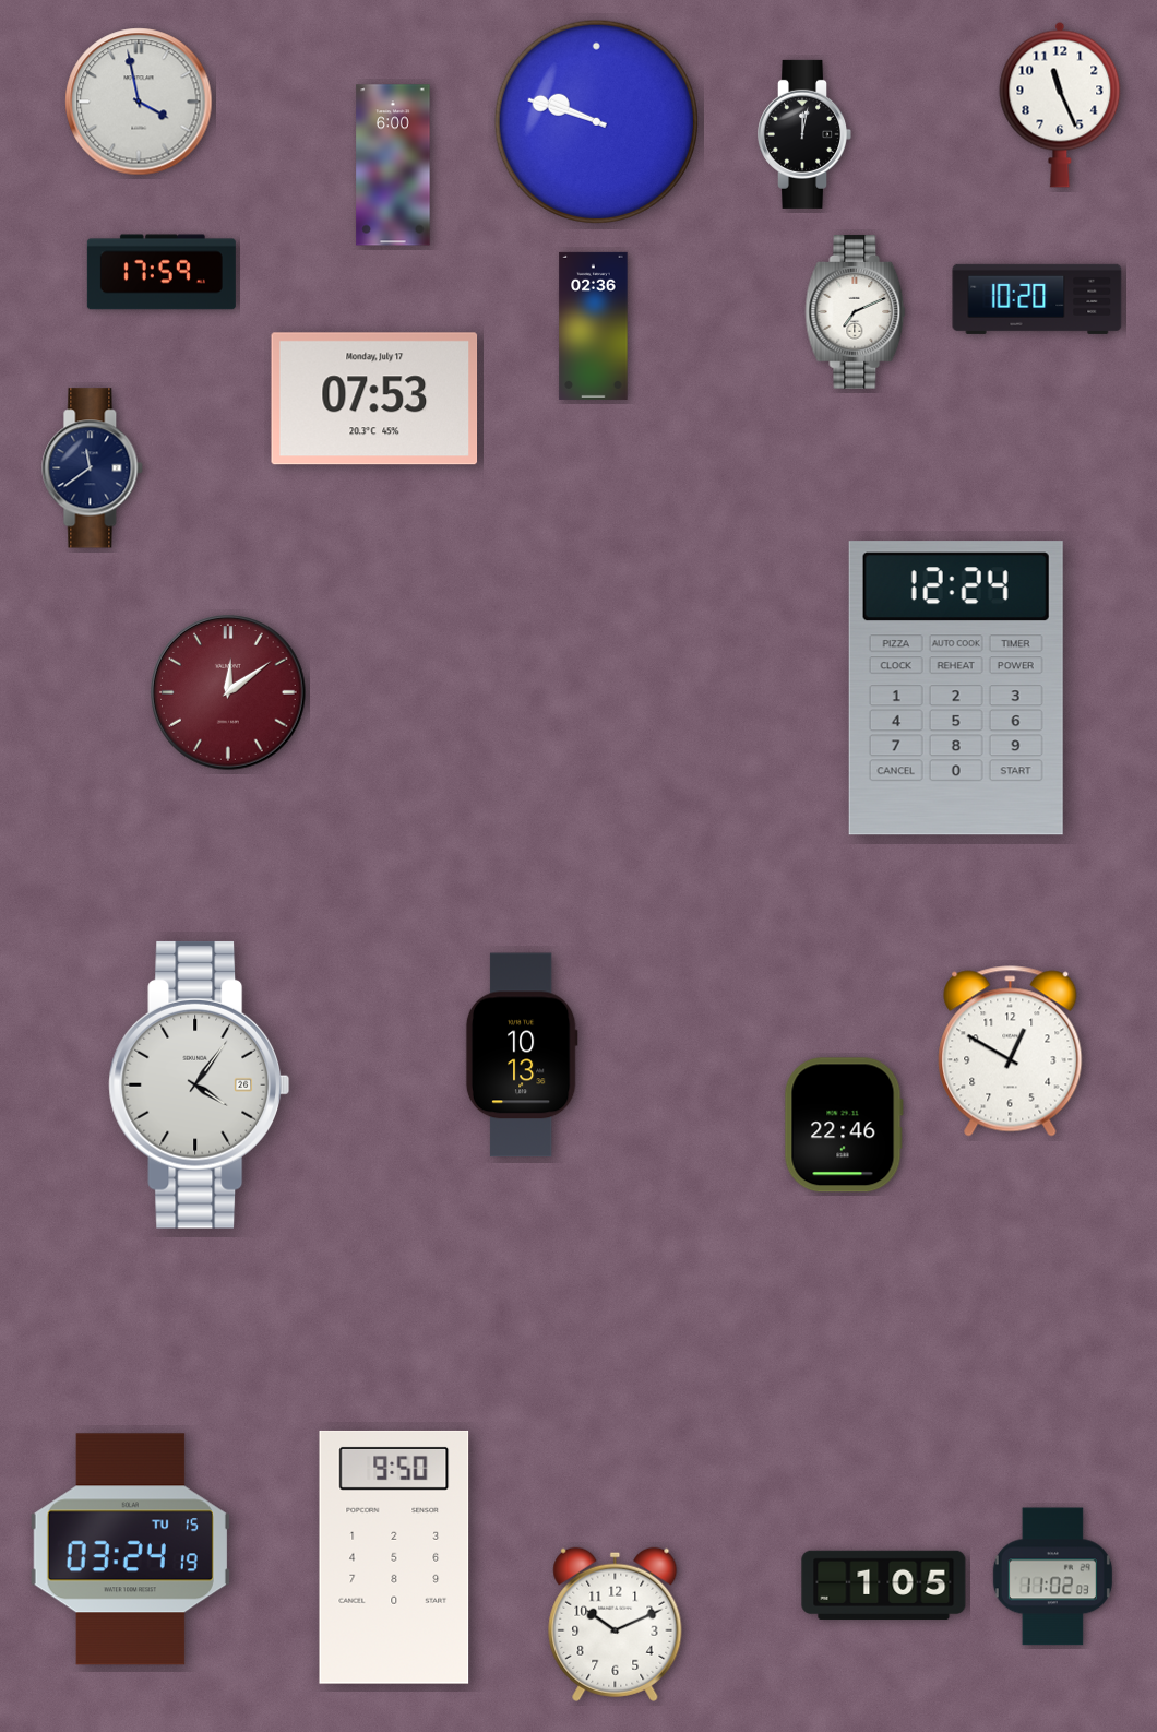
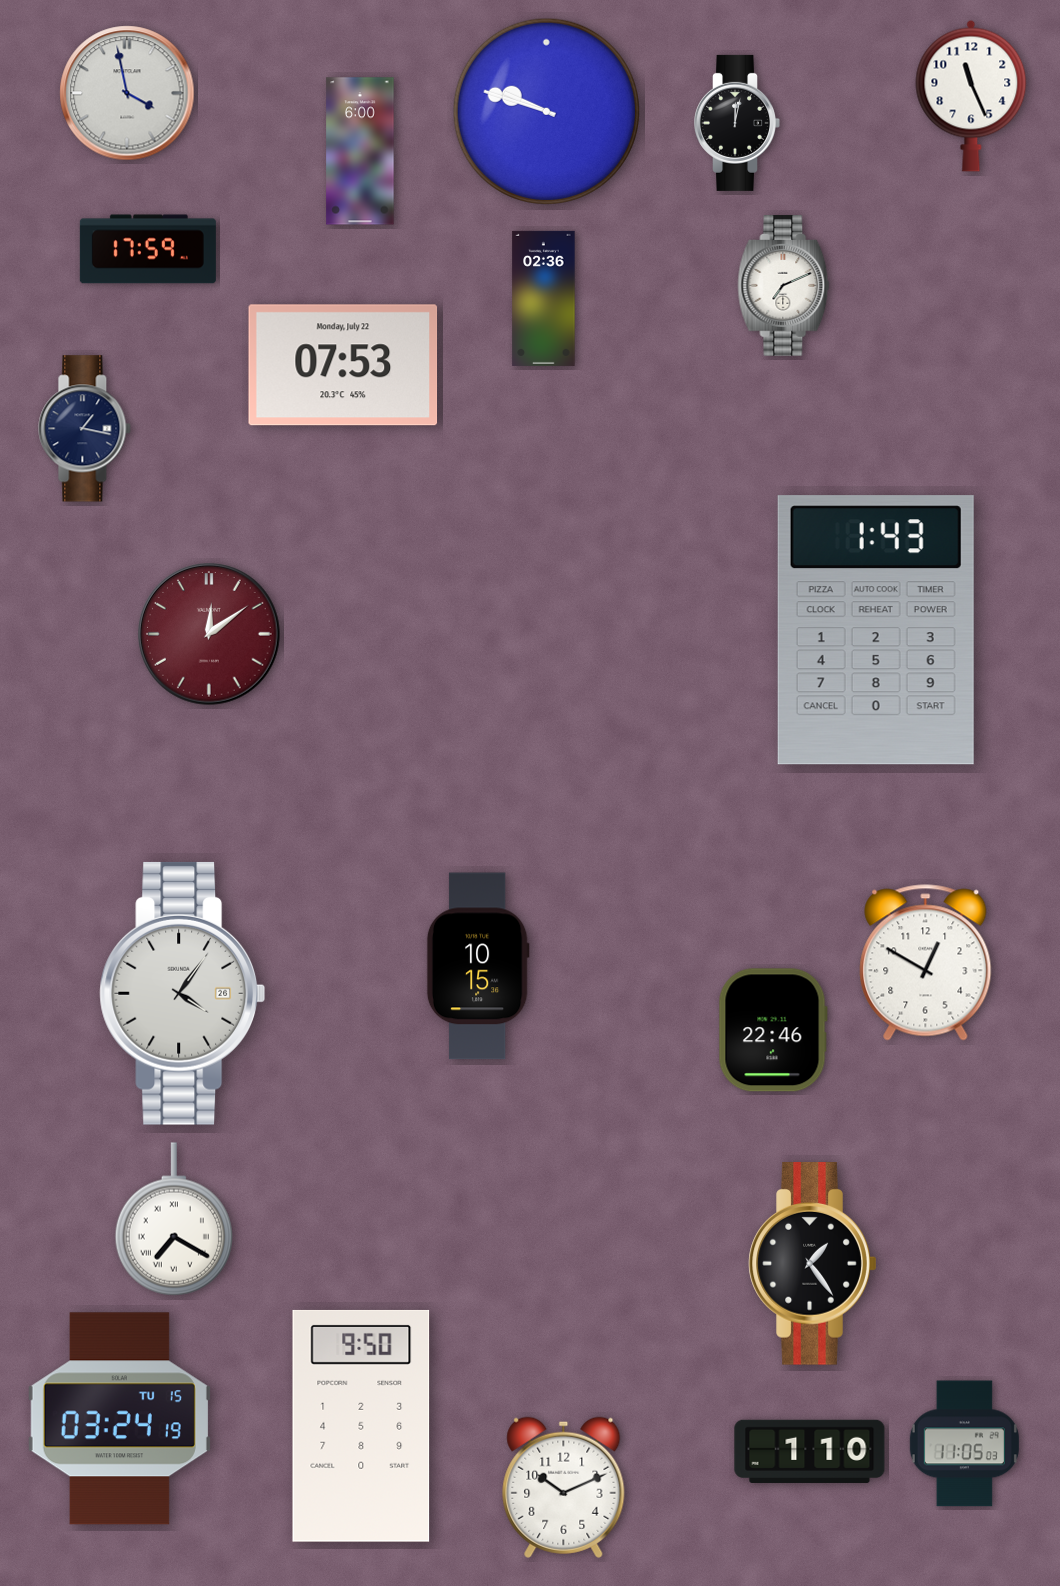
clock at (1037, 299): 10:20 -> none
clock at (374, 399) date: Monday, July 17 -> Monday, July 22
clock at (93, 468): 11:39 -> 1:17
clock at (956, 688): 12:24 -> 1:43
clock at (522, 1055): 10:13 -> 10:15
clock at (173, 1219): none -> 7:20
clock at (813, 1264): none -> 1:24
clock at (1052, 1577): 11:02 -> 11:05
clock at (884, 1585): 1:05 -> 1:10
